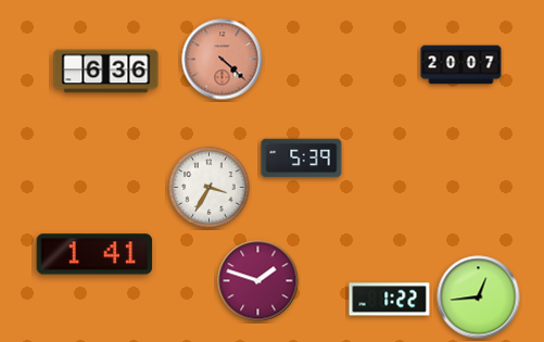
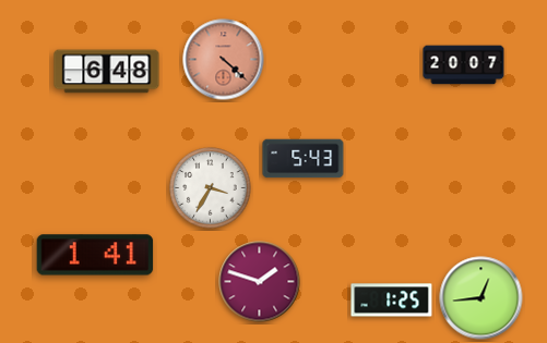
clock at (106, 72): 6:36 -> 6:48
clock at (302, 159): 5:39 -> 5:43
clock at (390, 300): 1:22 -> 1:25
